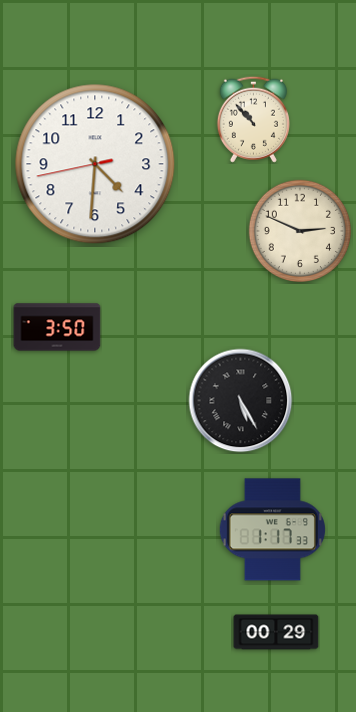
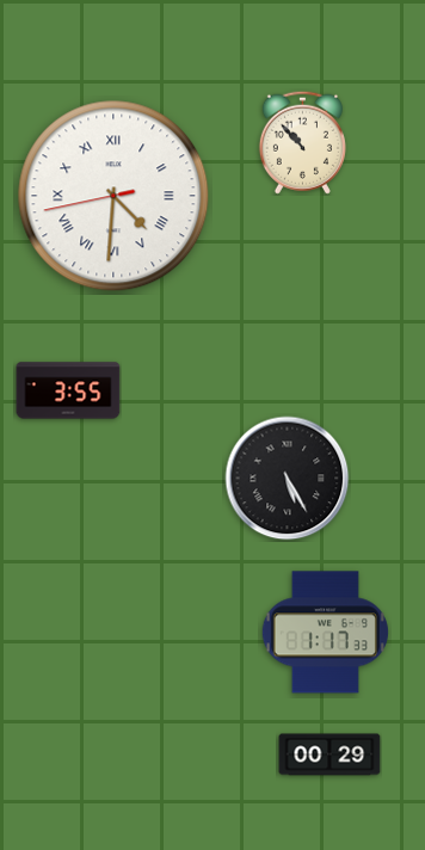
clock at (95, 164) numerals: Arabic -> Roman
clock at (299, 230): 2:49 -> none
clock at (57, 327): 3:50 -> 3:55
